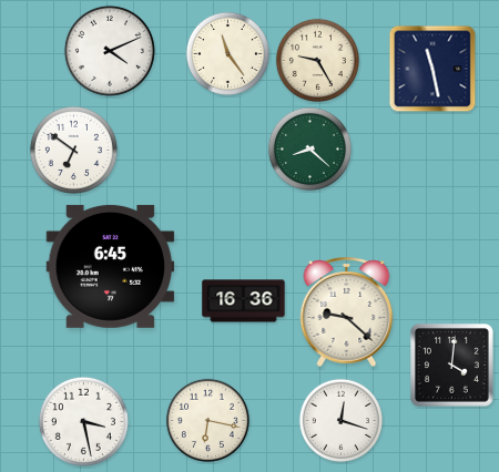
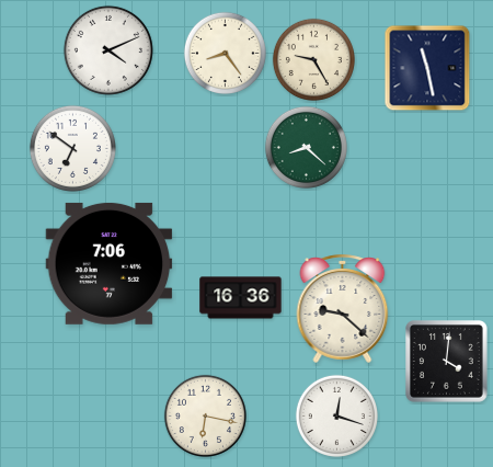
clock at (227, 53): 11:24 -> 8:24
clock at (111, 266): 6:45 -> 7:06
clock at (83, 421): 3:28 -> none
